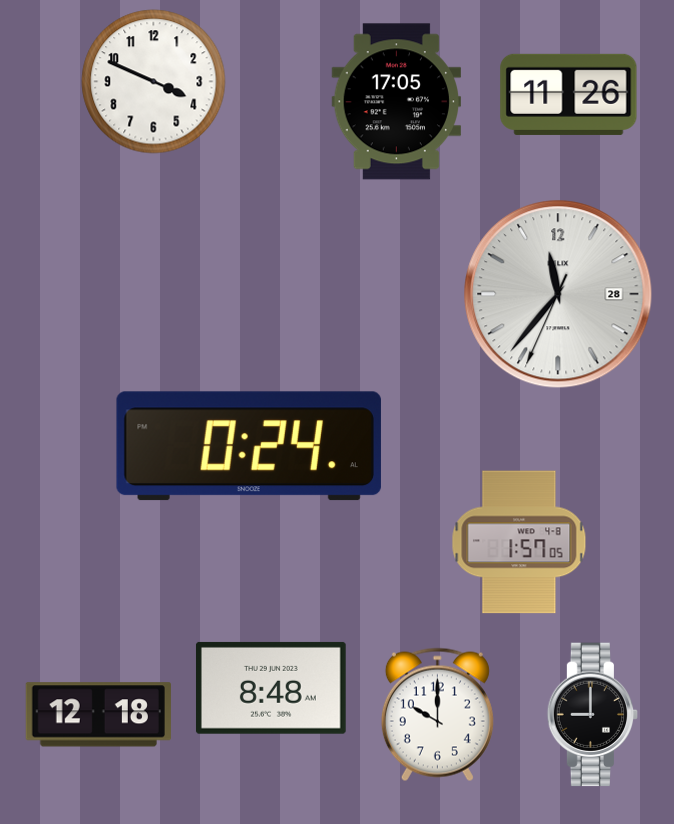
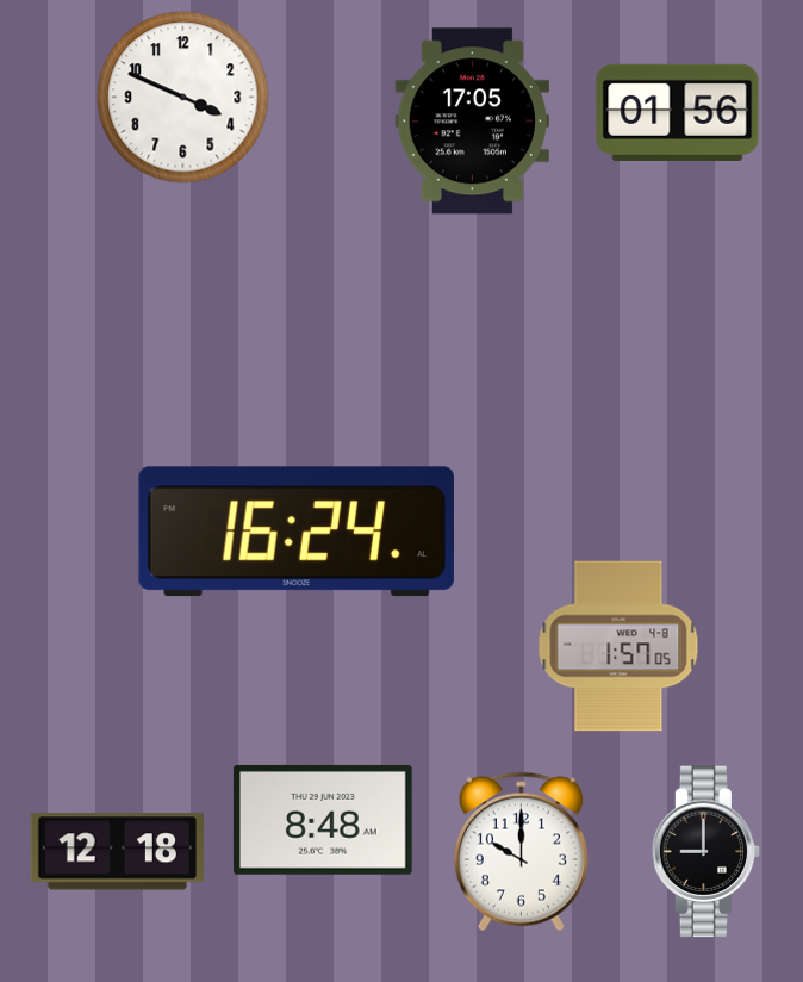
clock at (569, 94): 11:26 -> 01:56
clock at (558, 294): 11:36 -> none
clock at (249, 446): 0:24 -> 16:24
